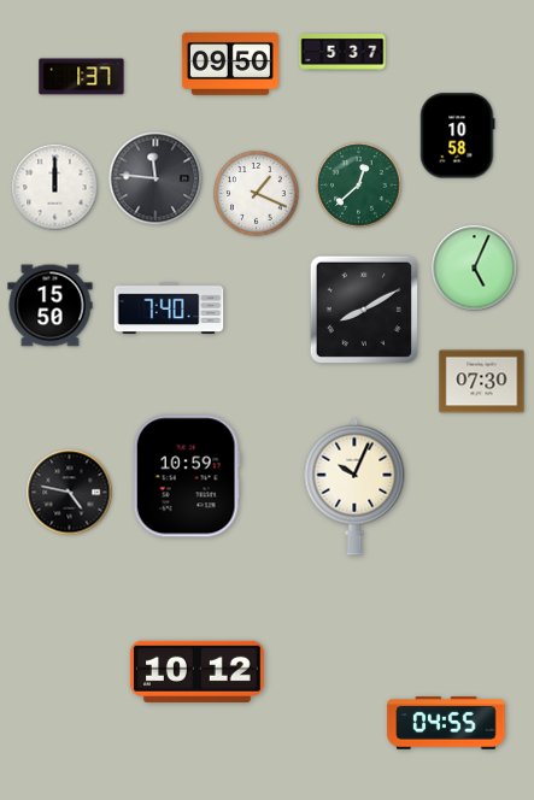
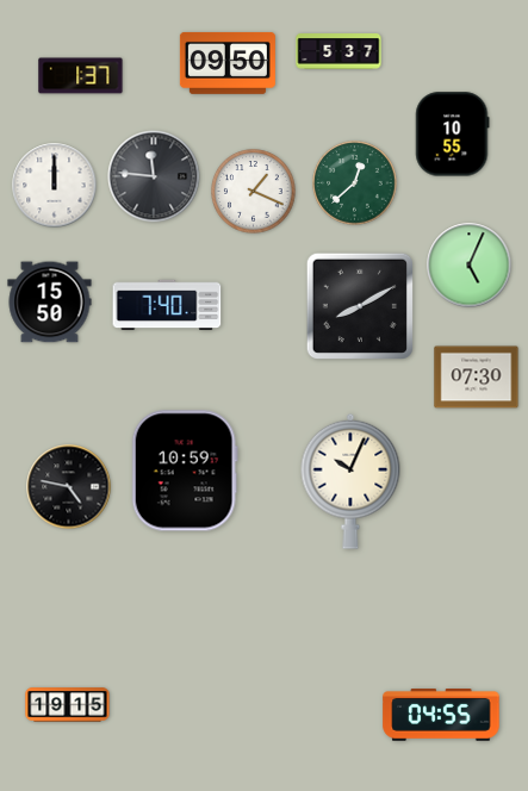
clock at (458, 136): 10:58 -> 10:55
clock at (198, 671): 10:12 -> none
clock at (68, 705): none -> 19:15
